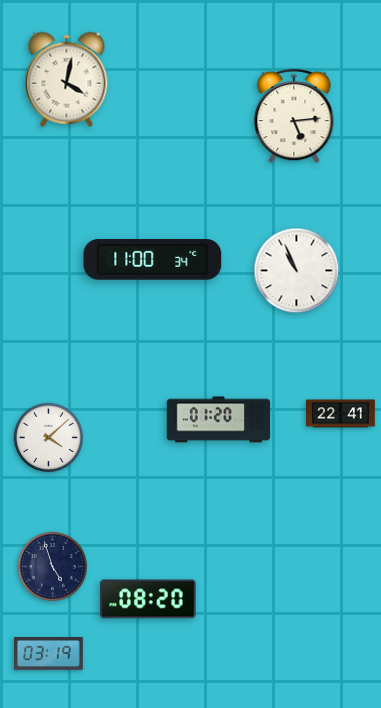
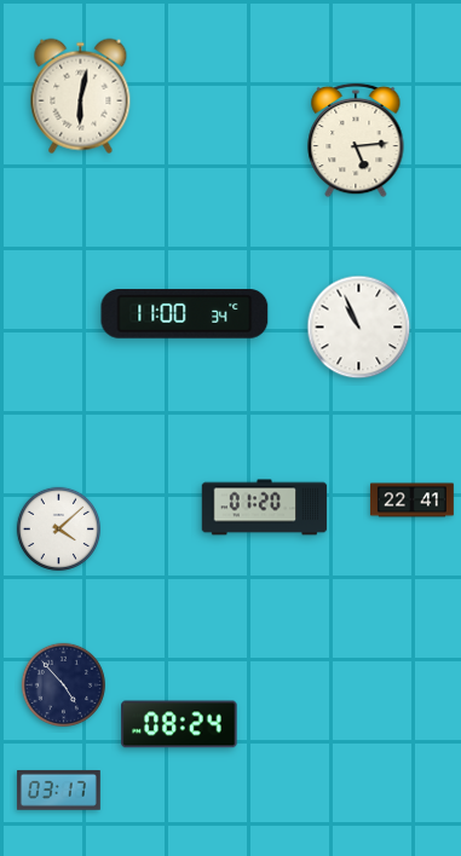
clock at (67, 80): 4:02 -> 6:02
clock at (52, 566): 4:57 -> 4:53
clock at (148, 599): 08:20 -> 08:24
clock at (49, 654): 03:19 -> 03:17
